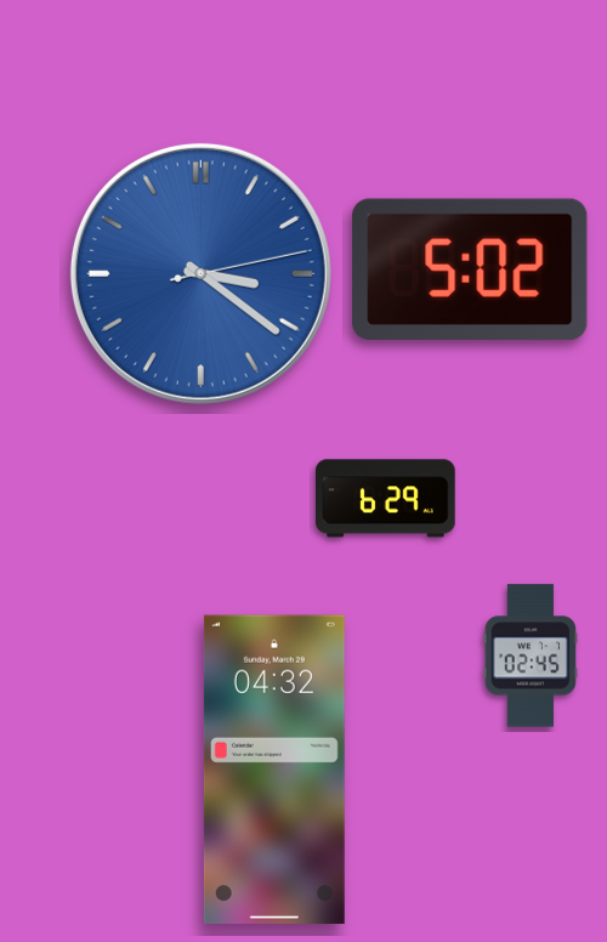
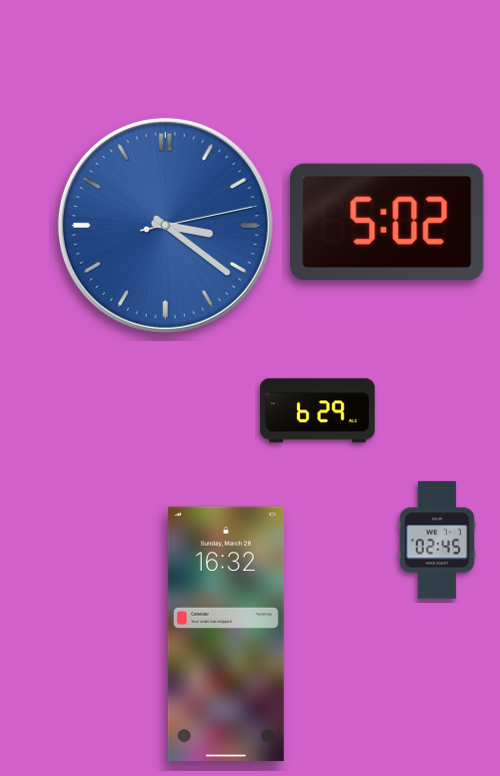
clock at (274, 768): 04:32 -> 16:32
